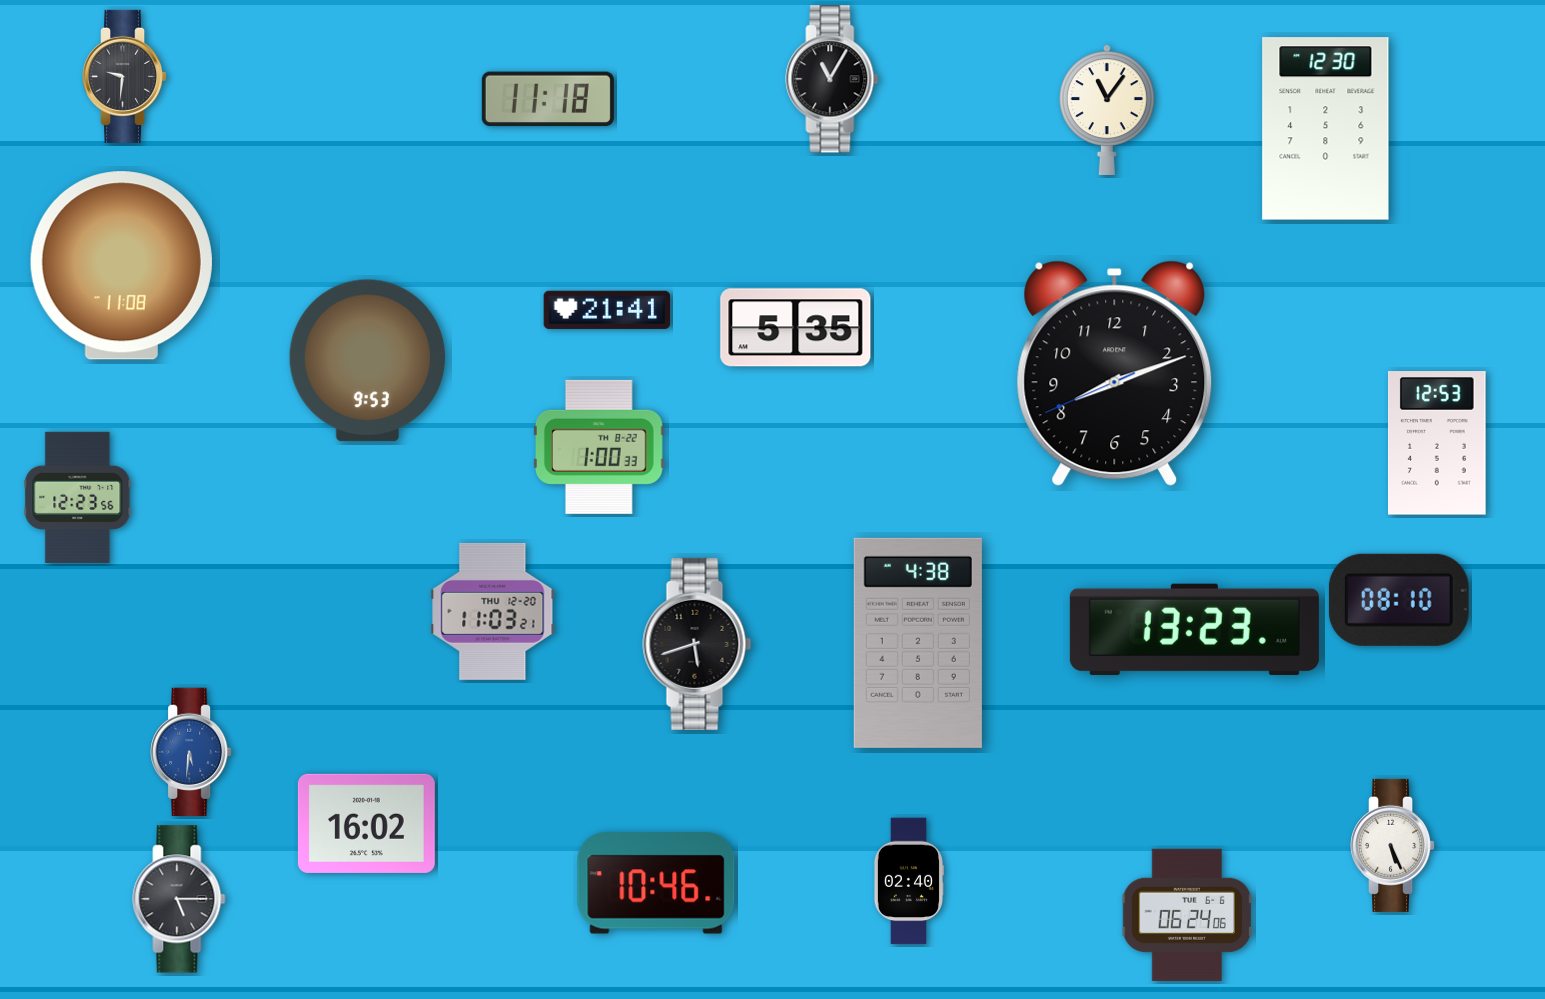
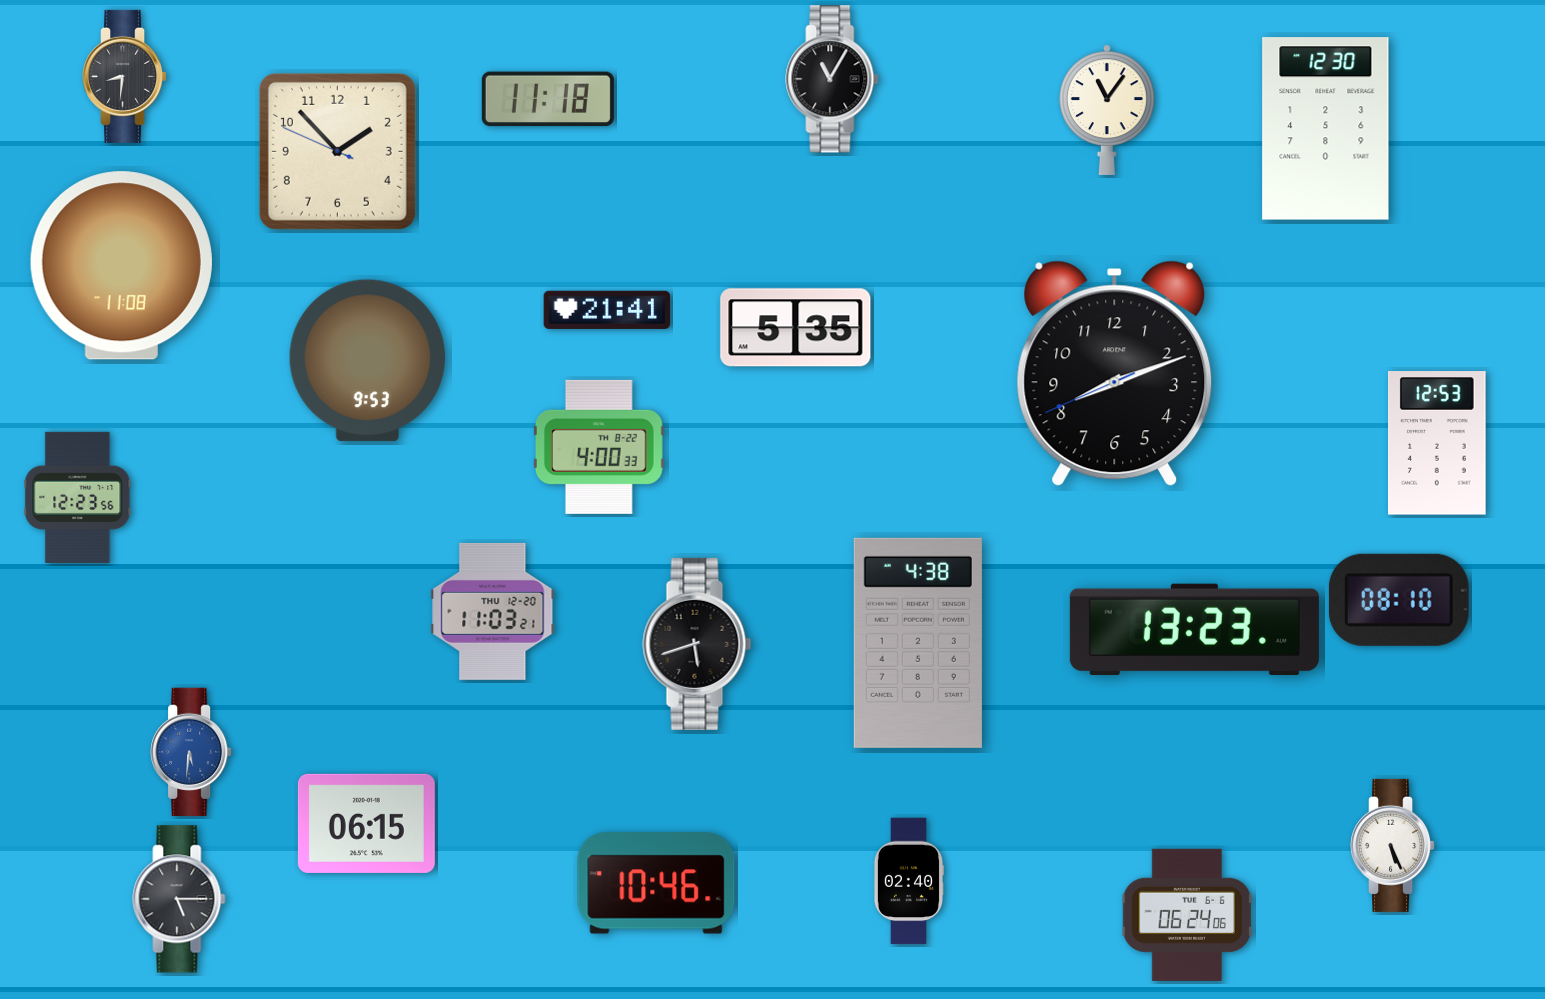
clock at (125, 76): 9:31 -> 8:31
clock at (337, 151): none -> 1:52
clock at (599, 447): 1:00 -> 4:00
clock at (366, 823): 16:02 -> 06:15
